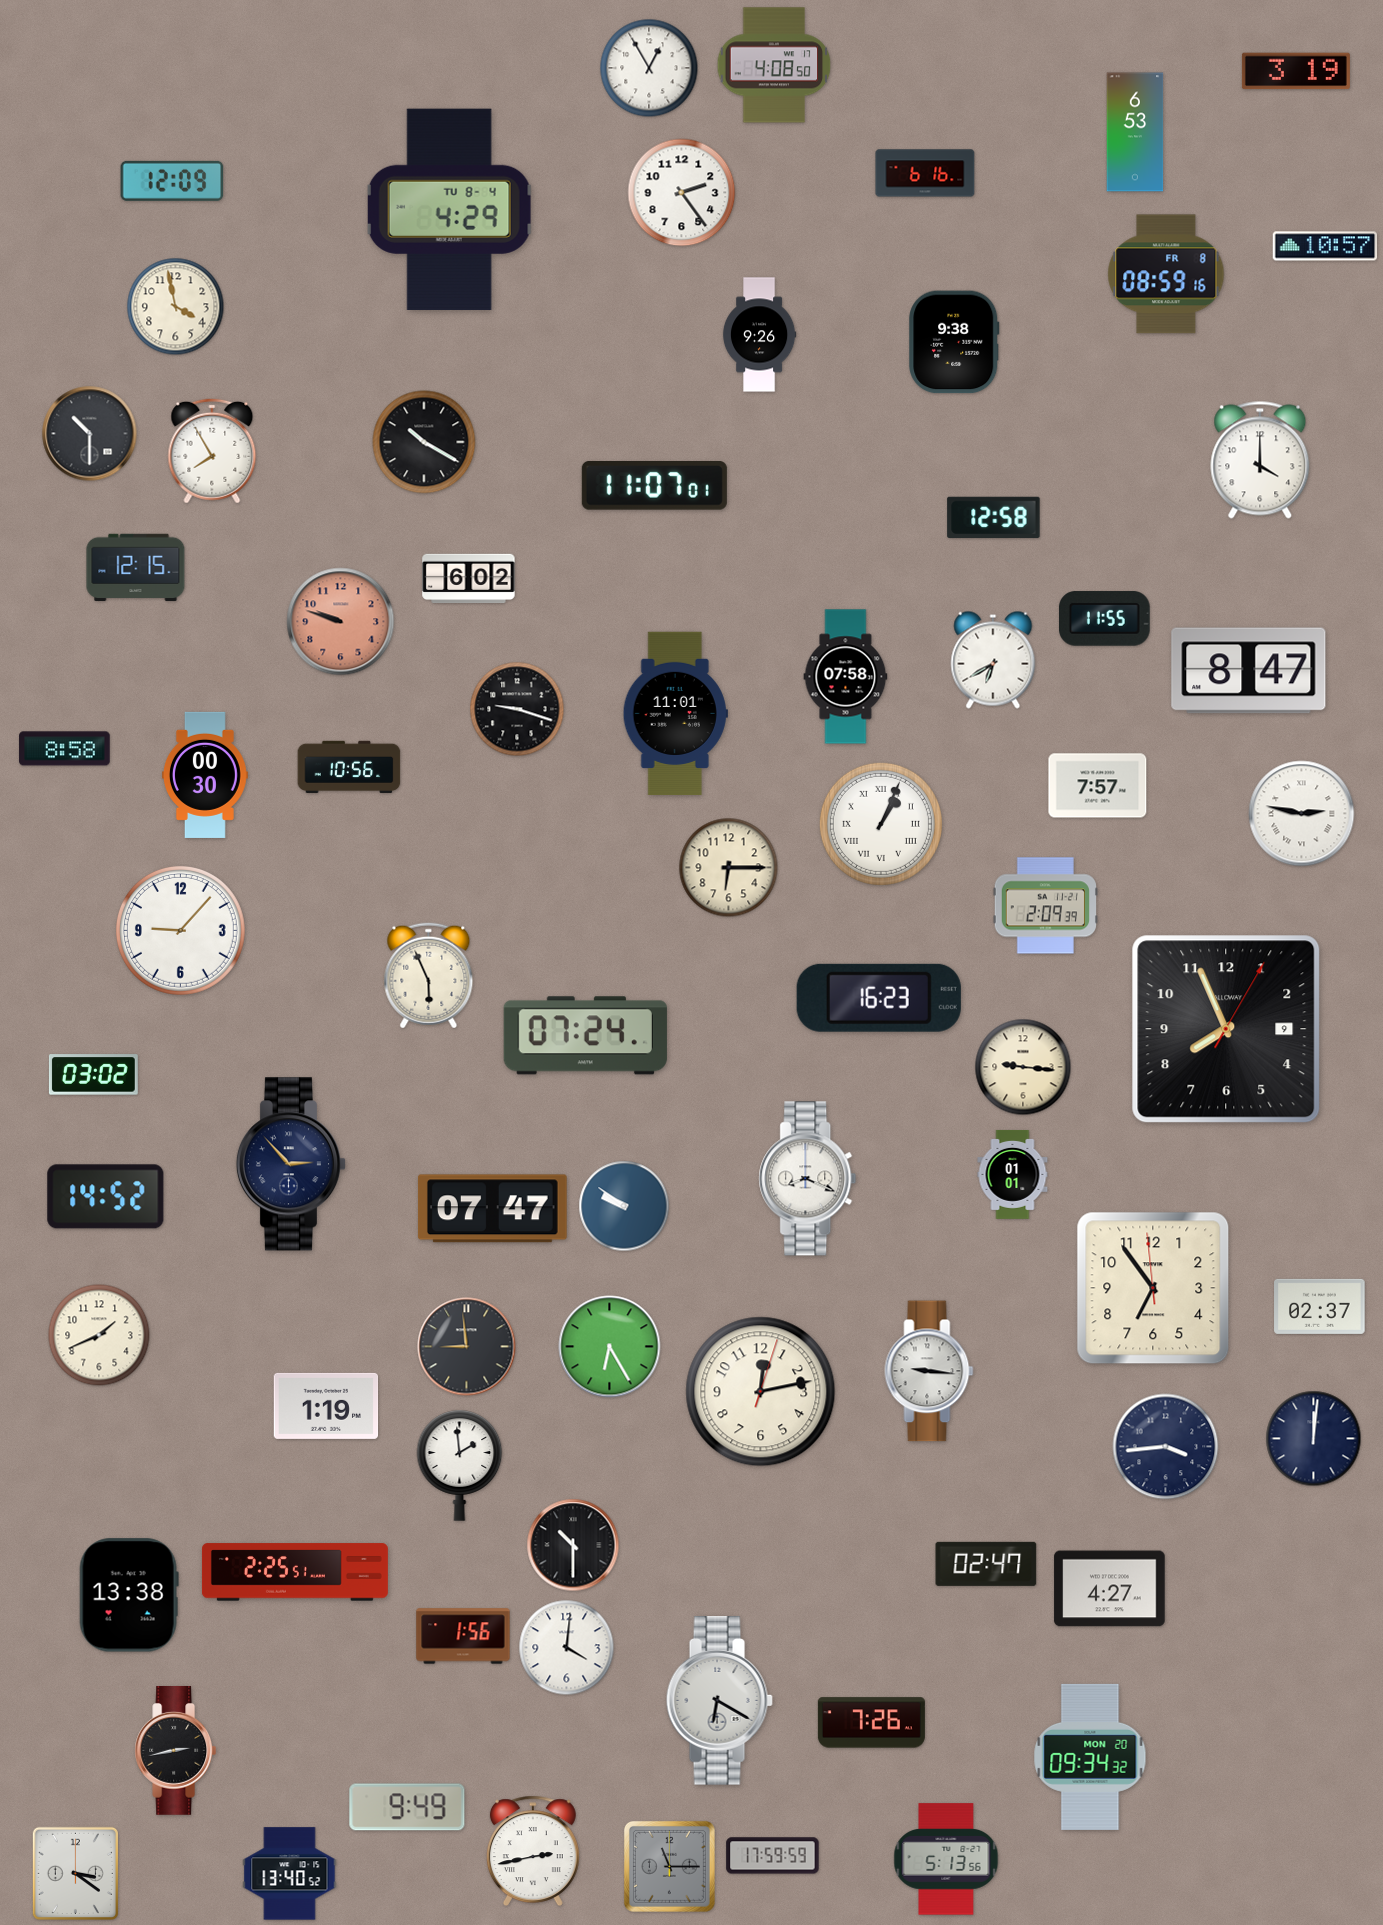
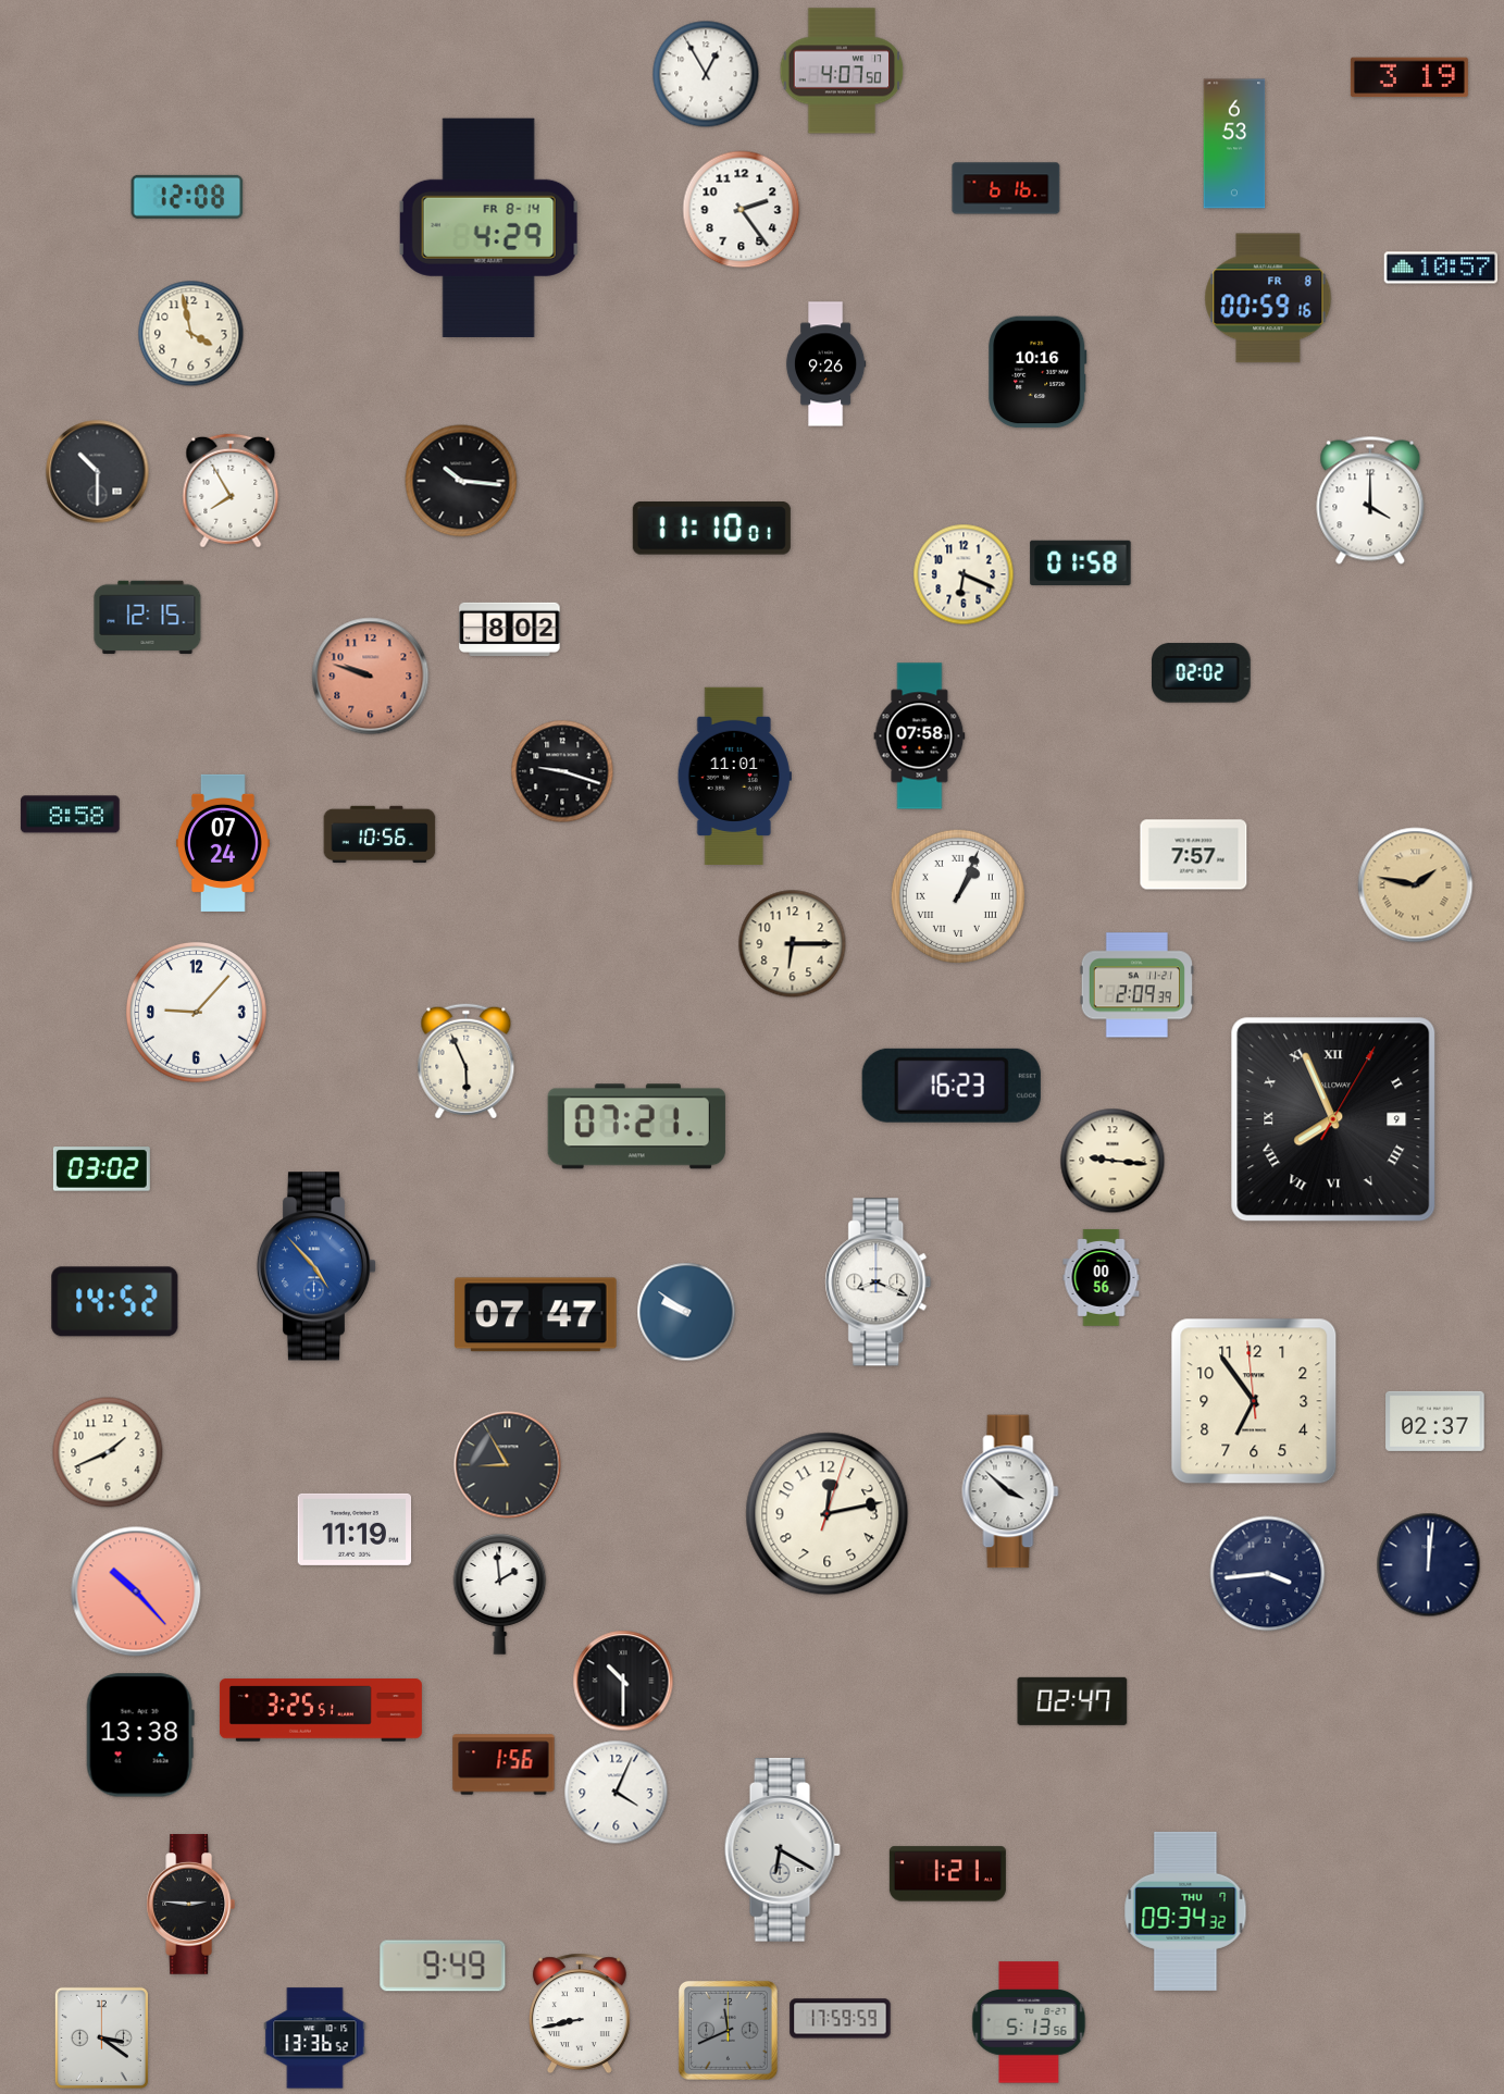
clock at (774, 65): 4:08 -> 4:07
clock at (172, 181): 12:09 -> 12:08
clock at (449, 209) date: TU 8-4 -> FR 8-14
clock at (1166, 274): 08:59 -> 00:59
clock at (954, 342): 9:38 -> 10:16
clock at (424, 442): 10:20 -> 10:16
clock at (654, 486): 11:07 -> 11:10
clock at (994, 518): 12:58 -> 01:58
clock at (964, 574): none -> 6:19
clock at (469, 579): 6:02 -> 8:02
clock at (1105, 619): 11:55 -> 02:02
clock at (993, 660): 6:40 -> none
clock at (1249, 671): 8:47 -> none
clock at (205, 775): 00:30 -> 07:24
clock at (1302, 814): 2:47 -> 1:47
clock at (1302, 814) dial: white -> champagne
clock at (879, 998) position: (879, 998) -> (952, 1086)
clock at (1226, 1029) numerals: Arabic -> Roman
clock at (585, 1036): 07:24 -> 07:21
clock at (291, 1164): 2:53 -> 4:53
clock at (291, 1164) dial: navy -> blue
clock at (1013, 1174): 01:01 -> 00:56
clock at (624, 1206) position: (624, 1206) -> (686, 1312)
clock at (467, 1347): 8:59 -> 8:55
clock at (610, 1347): 6:25 -> none
clock at (929, 1371): 9:16 -> 3:52
clock at (326, 1406): 1:19 -> 11:19
clock at (136, 1591): none -> 10:23
clock at (295, 1572): 2:25 -> 3:25
clock at (1110, 1589): 4:27 -> none
clock at (463, 1636) position: (463, 1636) -> (504, 1764)
clock at (567, 1648): 4:01 -> 4:04
clock at (871, 1723): 7:26 -> 1:21
clock at (176, 1751): 2:43 -> 2:46
clock at (1090, 1757) date: MON 20 -> THU 7
clock at (533, 1851): 2:43 -> 8:43
clock at (669, 1866): 11:15 -> 11:41
clock at (75, 1873) position: (75, 1873) -> (101, 2037)
clock at (290, 1874): 13:40 -> 13:36
